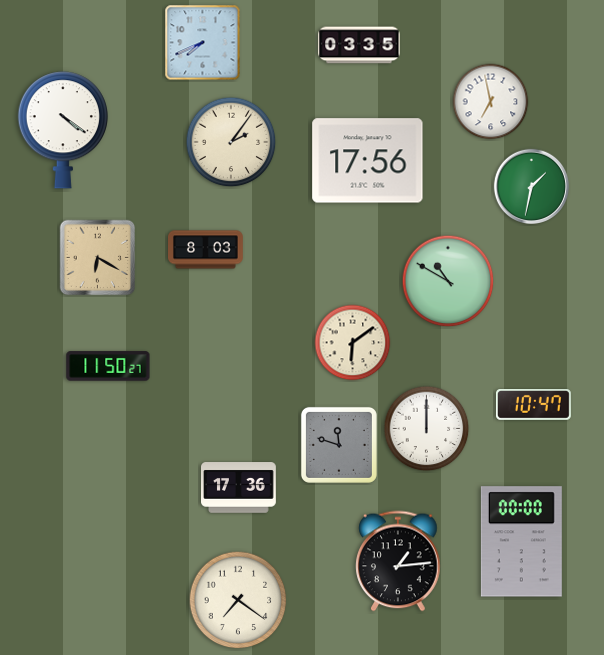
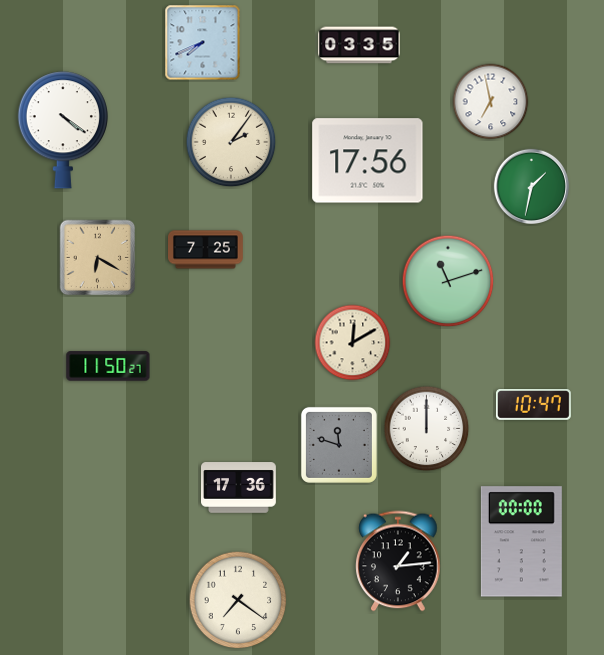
clock at (206, 250): 8:03 -> 7:25
clock at (448, 281): 10:50 -> 11:12
clock at (353, 343): 6:09 -> 12:10
